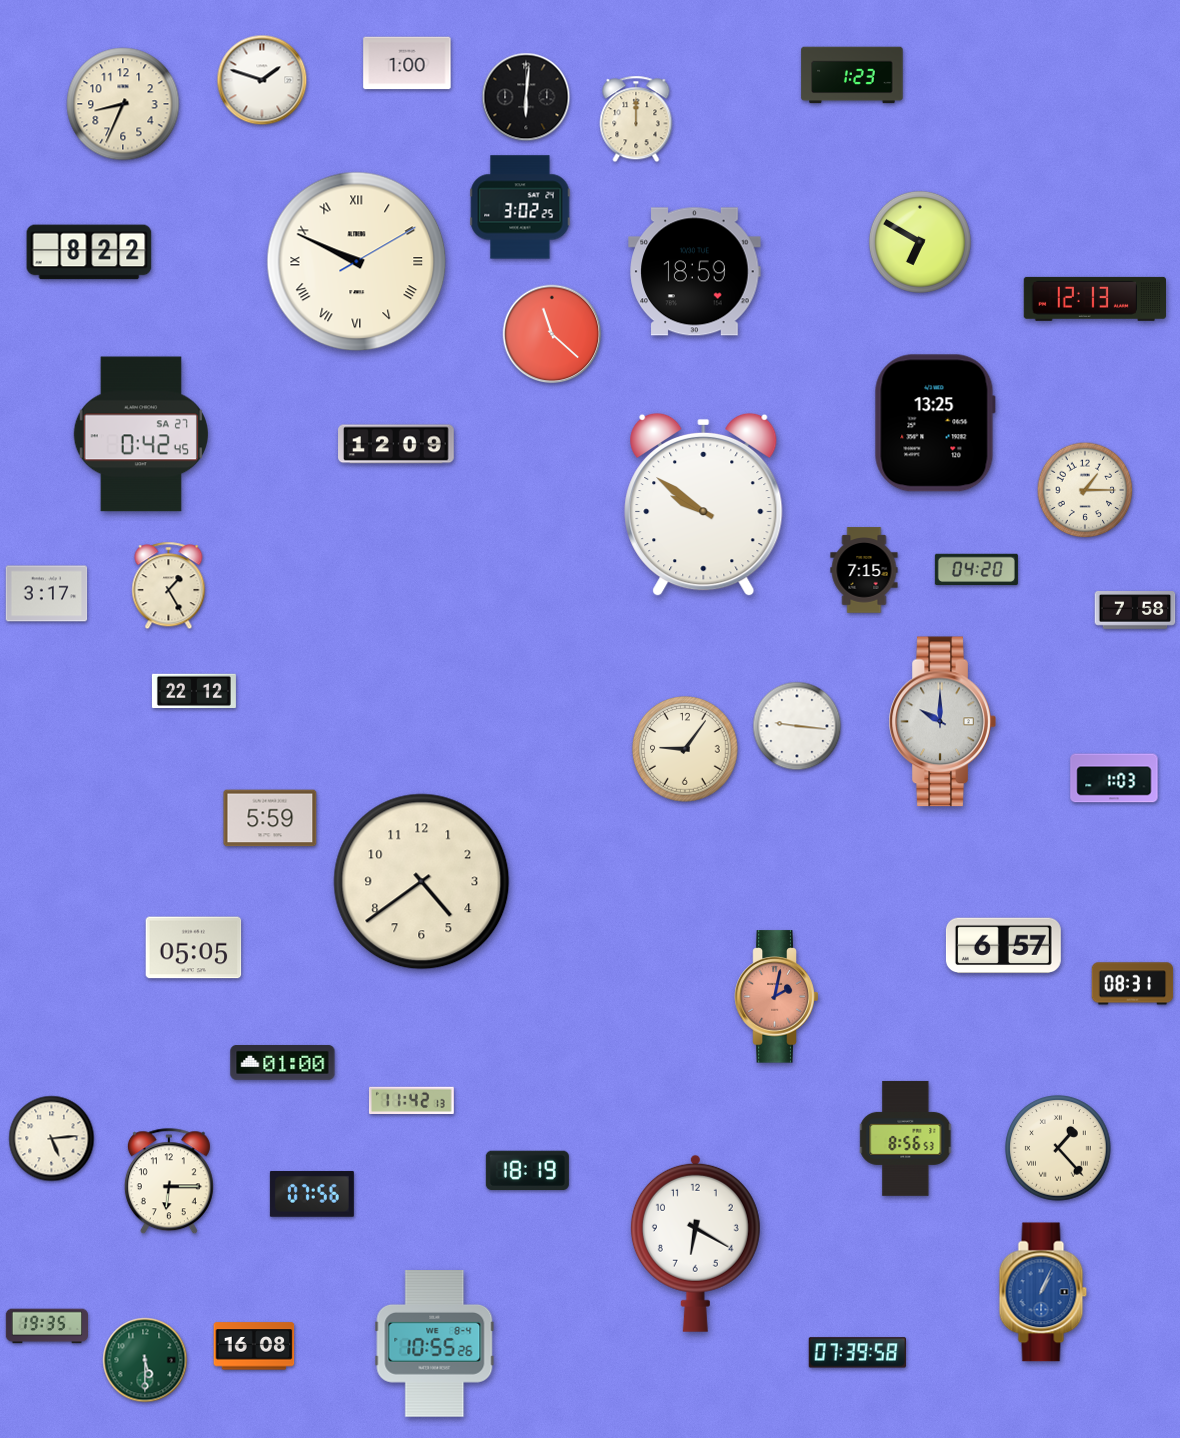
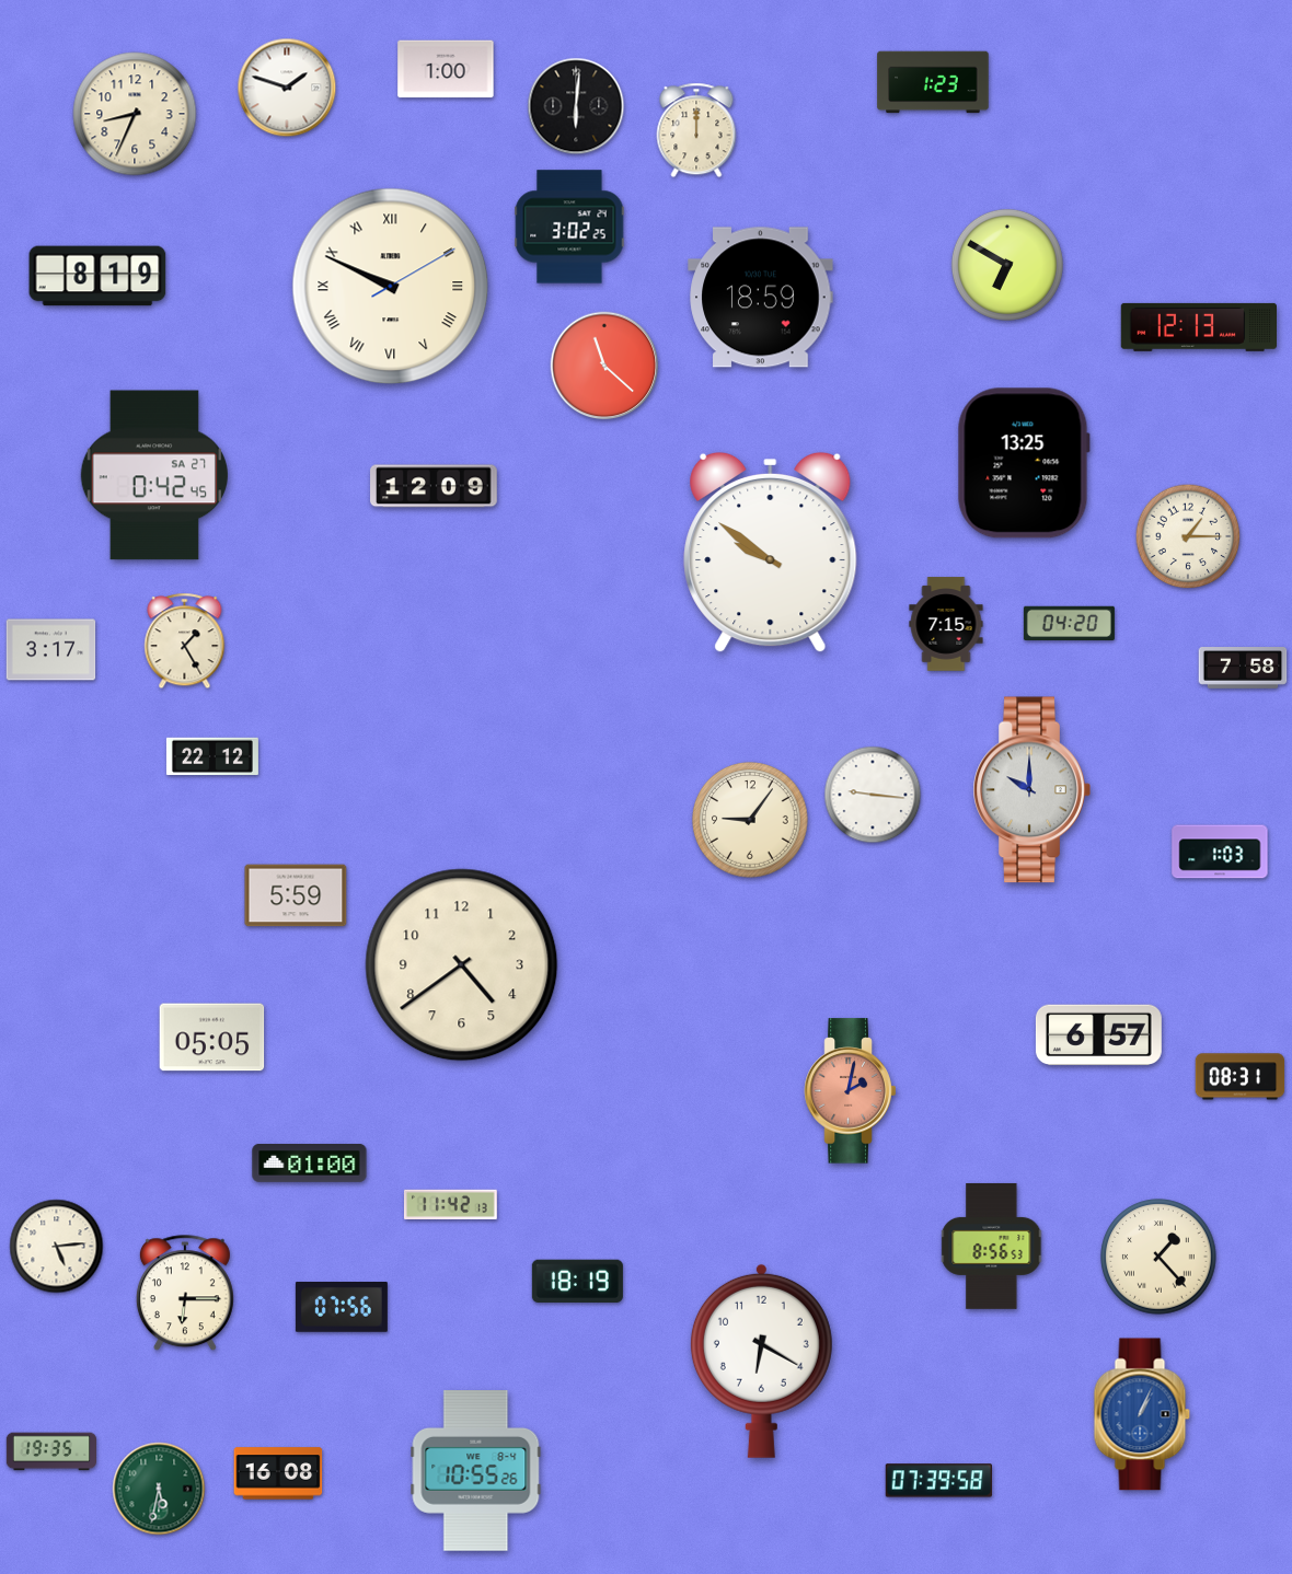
clock at (89, 252): 8:22 -> 8:19
clock at (145, 1360): 5:30 -> 5:32
